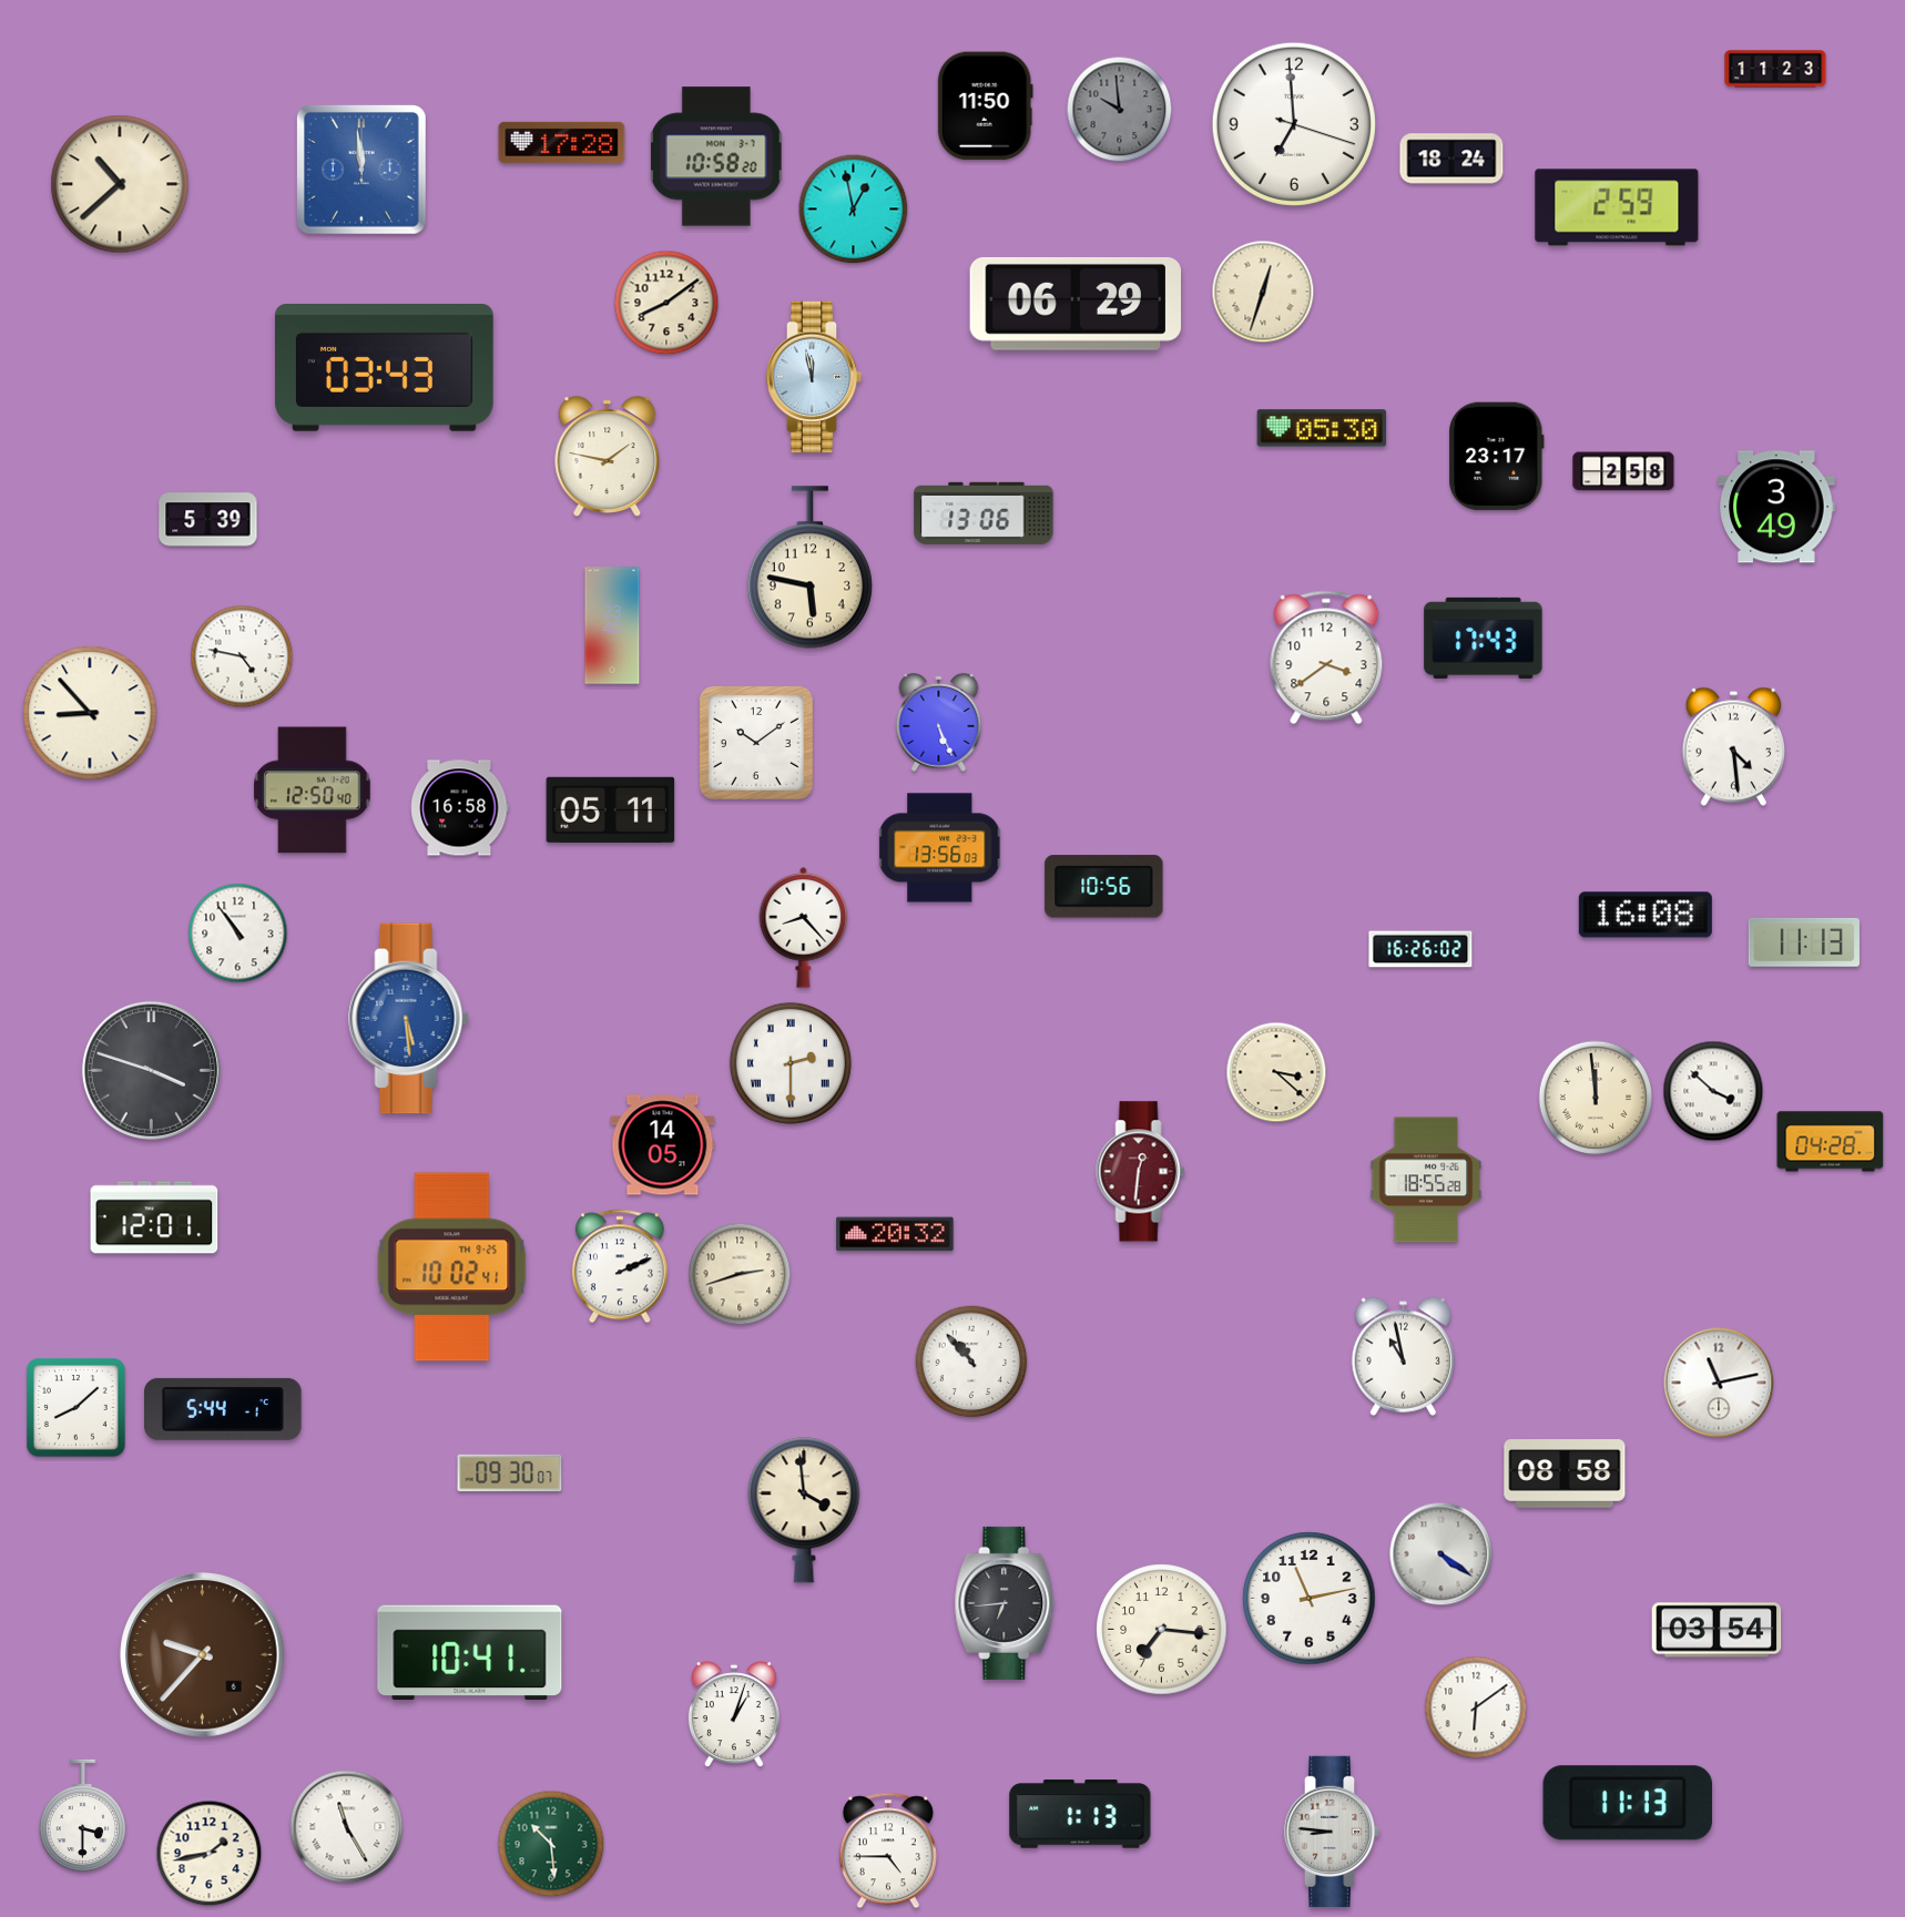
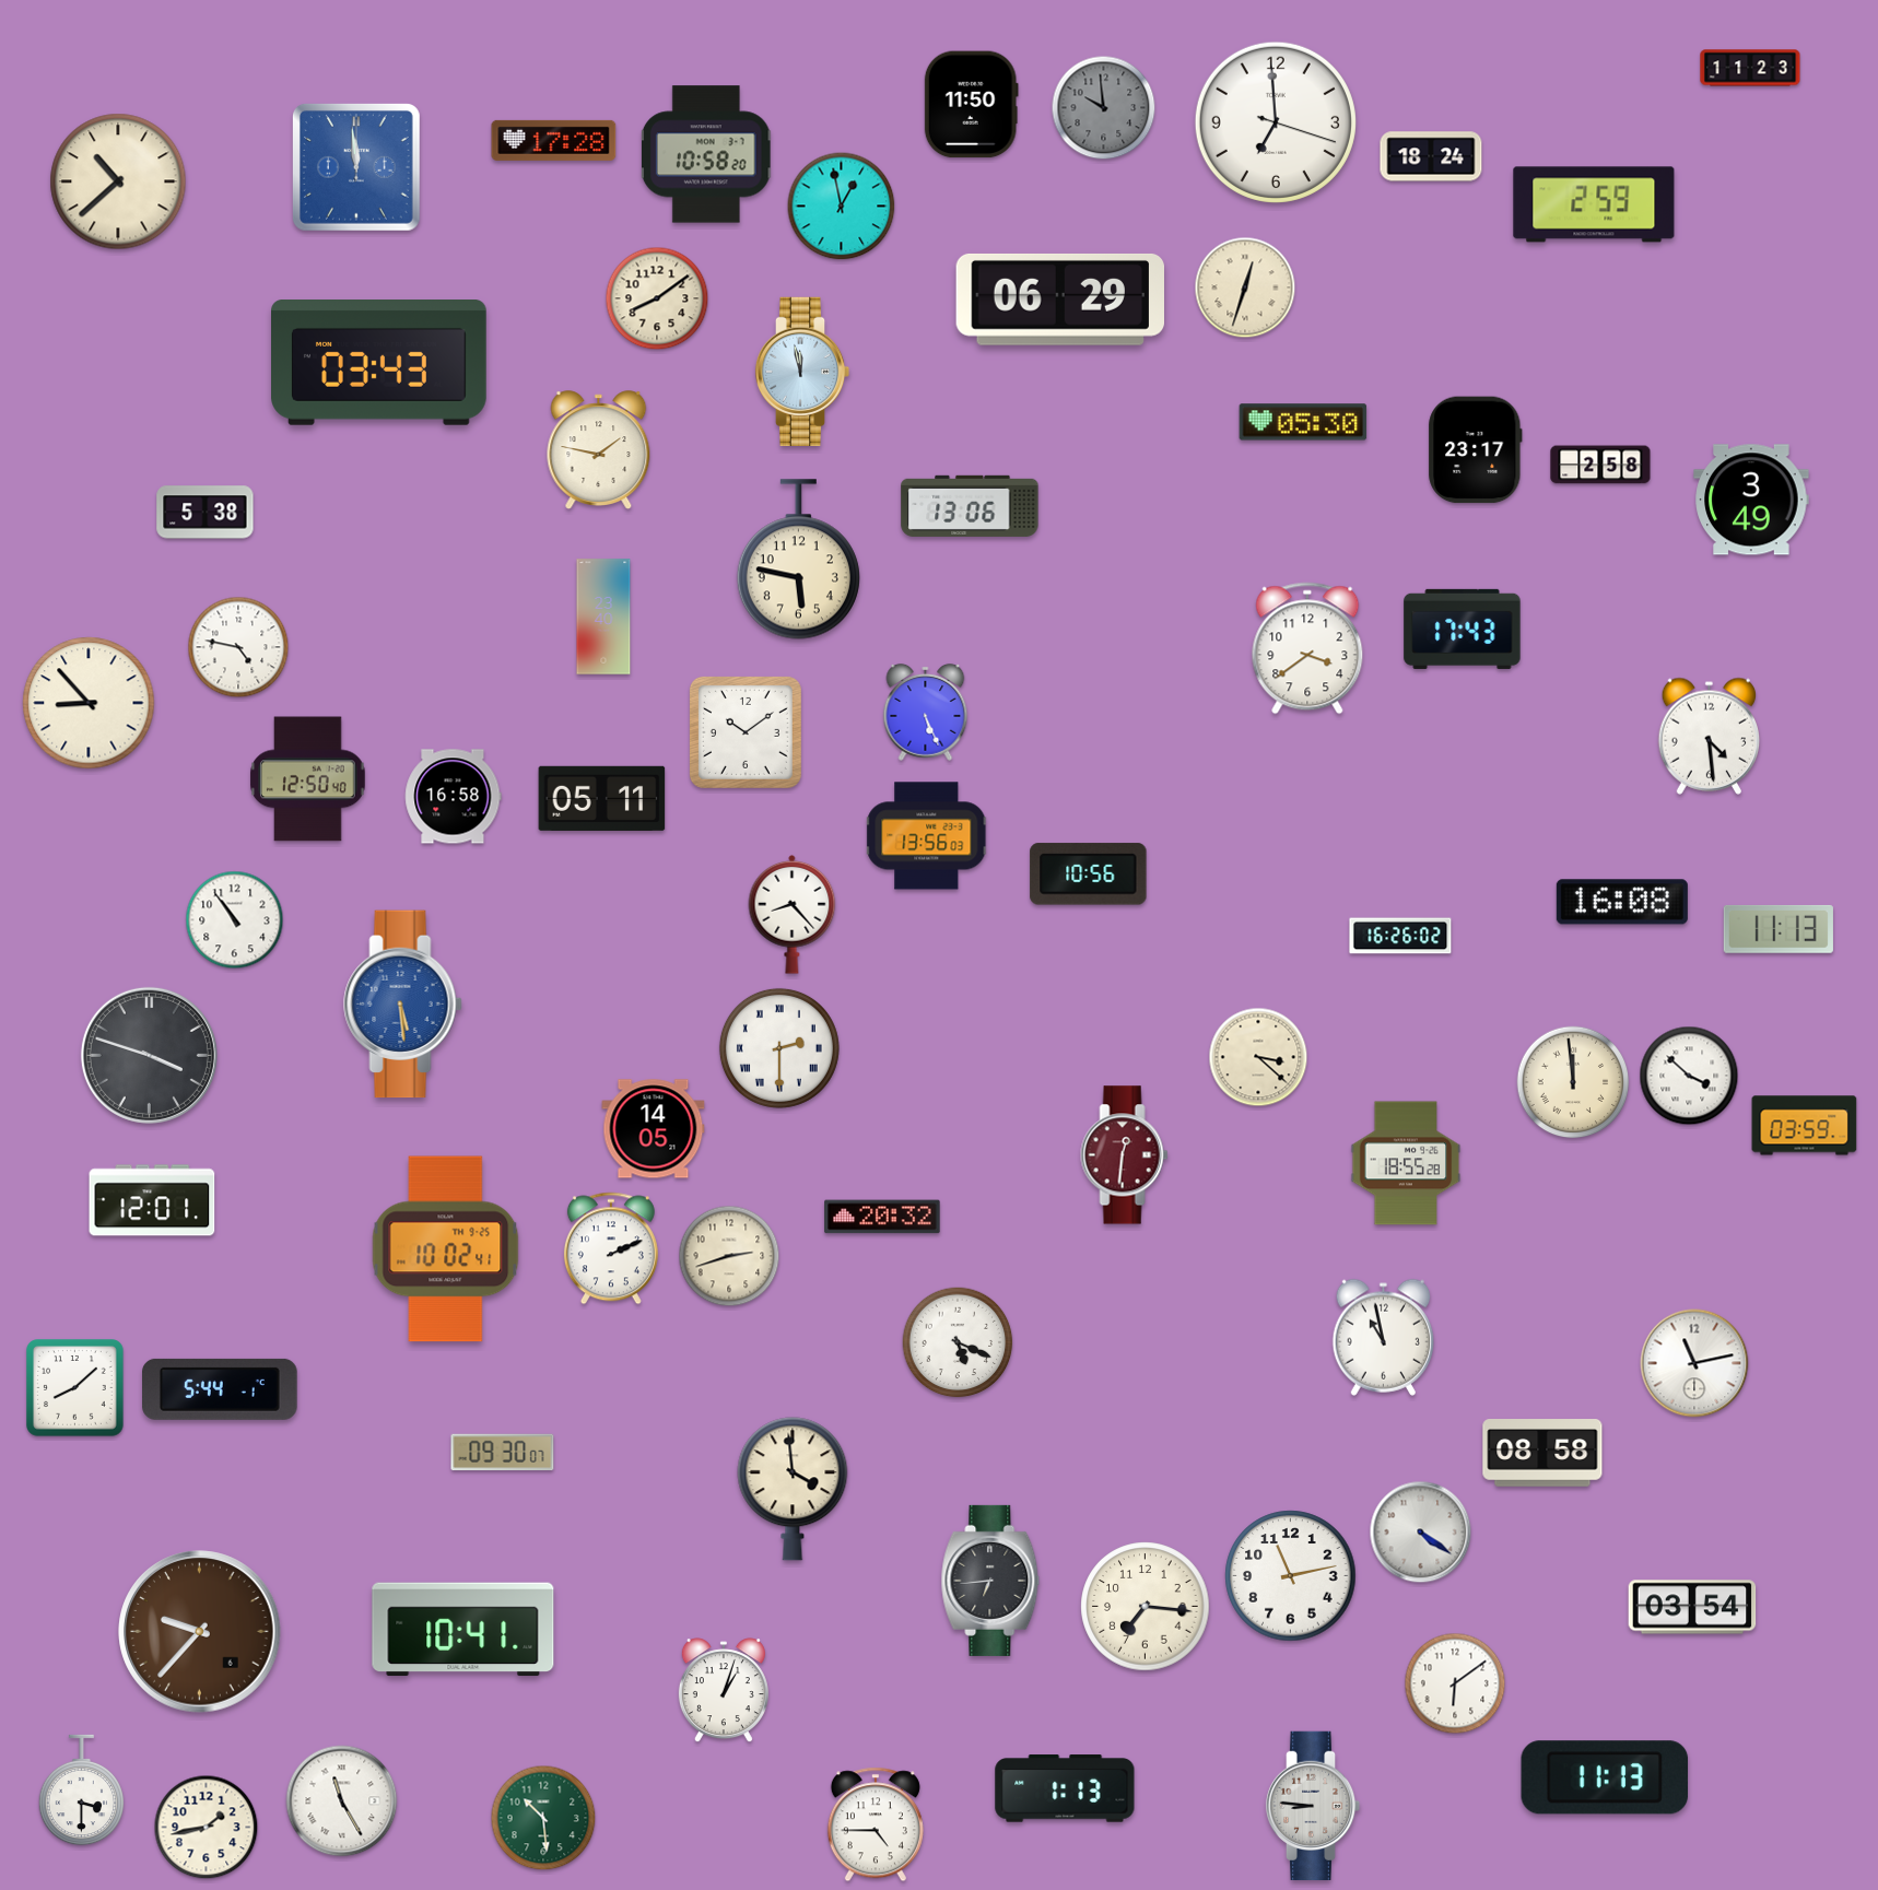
clock at (208, 520): 5:39 -> 5:38
clock at (1831, 1142): 04:28 -> 03:59
clock at (971, 1362): 10:53 -> 5:19
